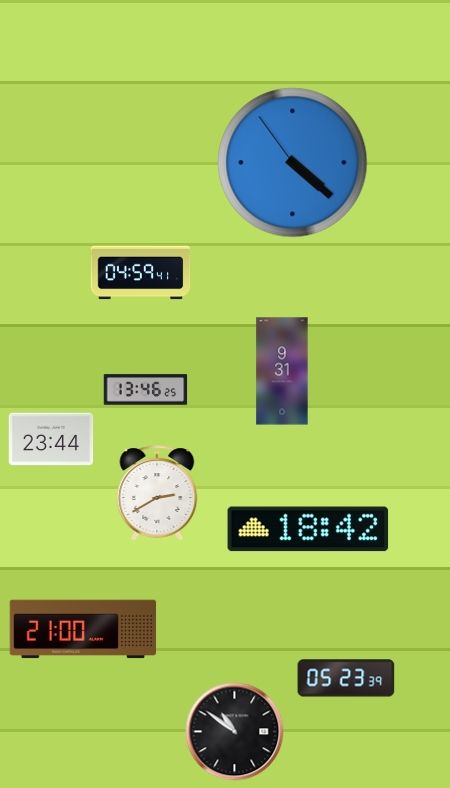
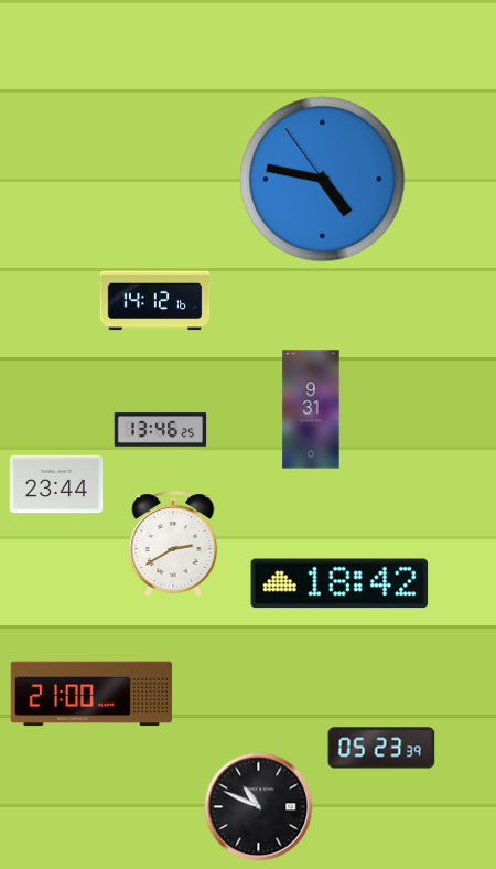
clock at (293, 163): 4:21 -> 4:46
clock at (141, 273): 04:59 -> 14:12
clock at (235, 732): 10:51 -> 10:49
